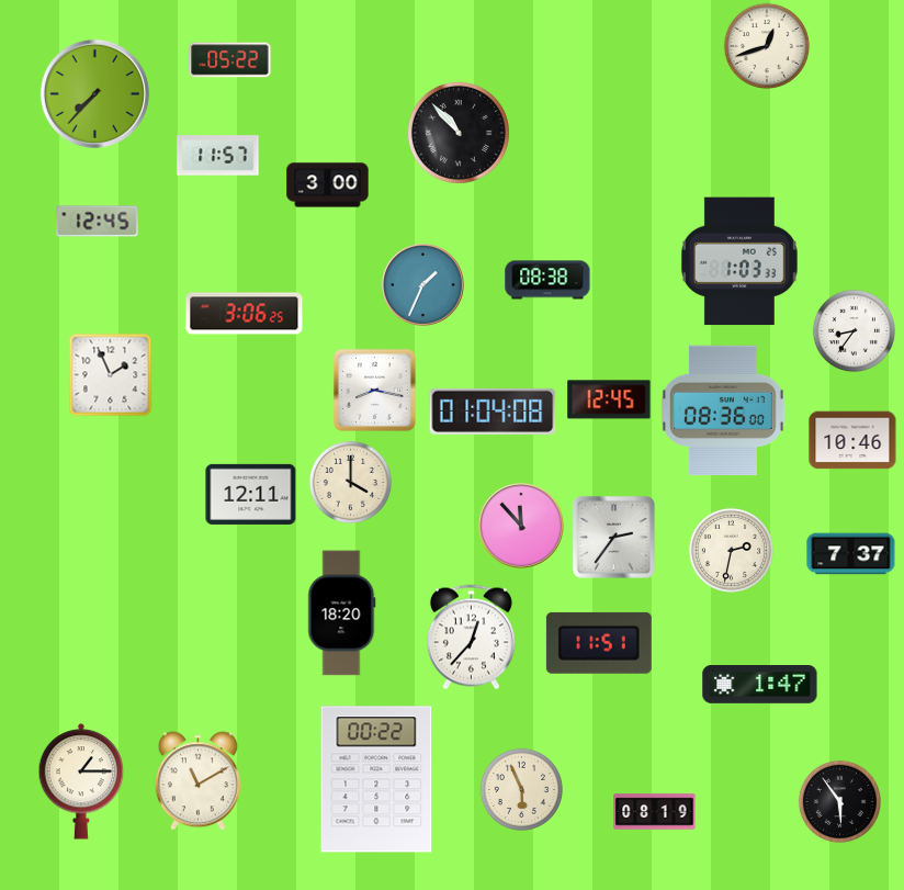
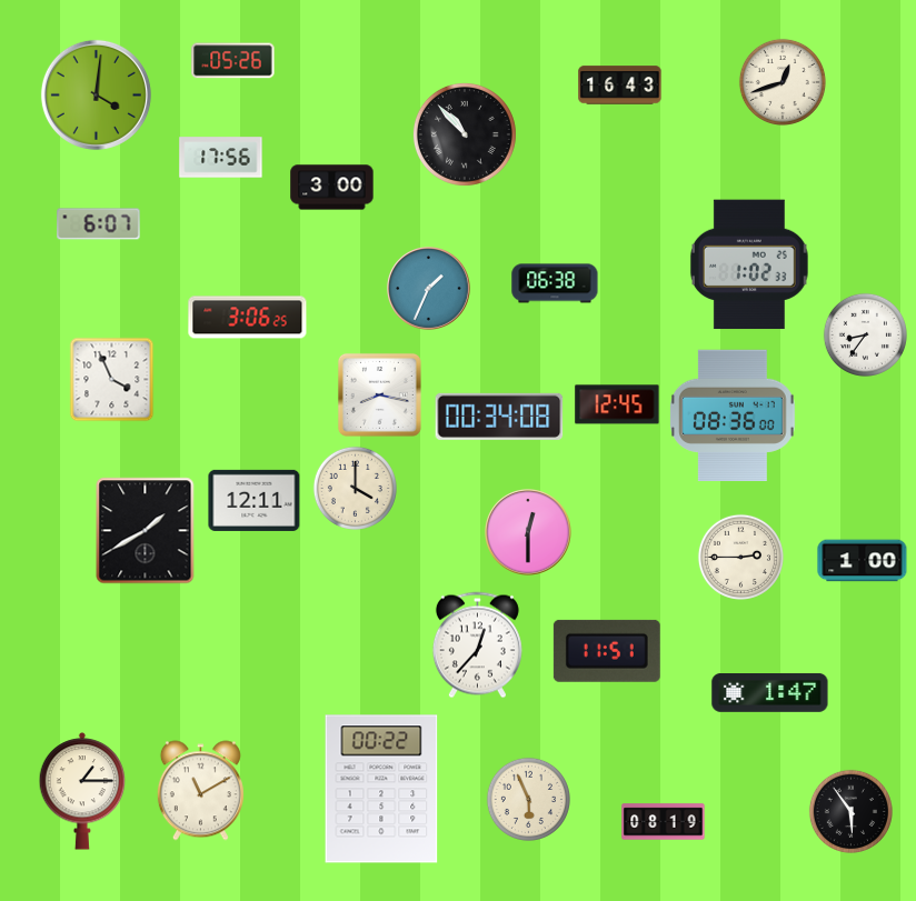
clock at (767, 46) position: (767, 46) -> (783, 82)
clock at (230, 60): 05:22 -> 05:26
clock at (620, 86): none -> 16:43
clock at (94, 93): 7:37 -> 4:01
clock at (218, 156): 11:57 -> 17:56
clock at (98, 222): 12:45 -> 6:07
clock at (739, 261): 1:03 -> 1:02
clock at (547, 280): 08:38 -> 06:38
clock at (111, 375): 1:56 -> 3:56
clock at (493, 412): 01:04 -> 00:34
clock at (852, 440): 10:46 -> none
clock at (146, 531): none -> 1:40
clock at (522, 527): 11:53 -> 12:30
clock at (613, 537): 2:36 -> none
clock at (731, 550): 2:32 -> 2:45
clock at (851, 554): 7:37 -> 1:00
clock at (342, 613): 18:20 -> none
